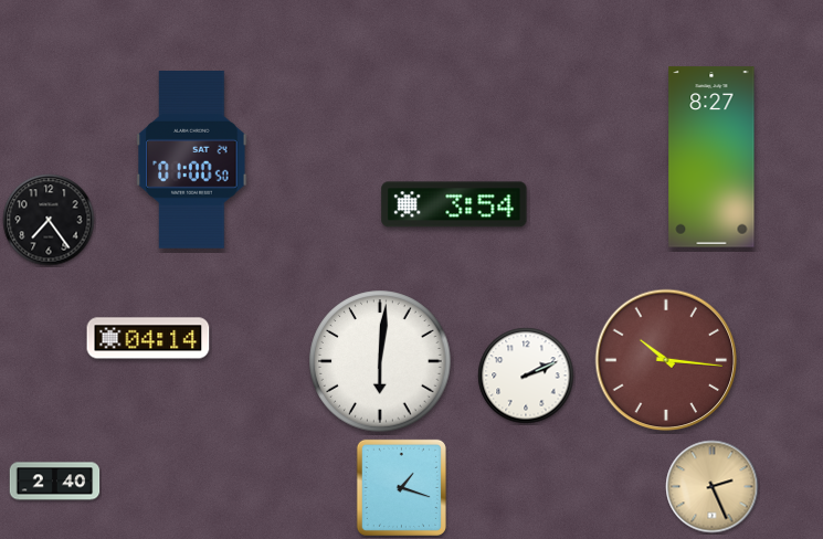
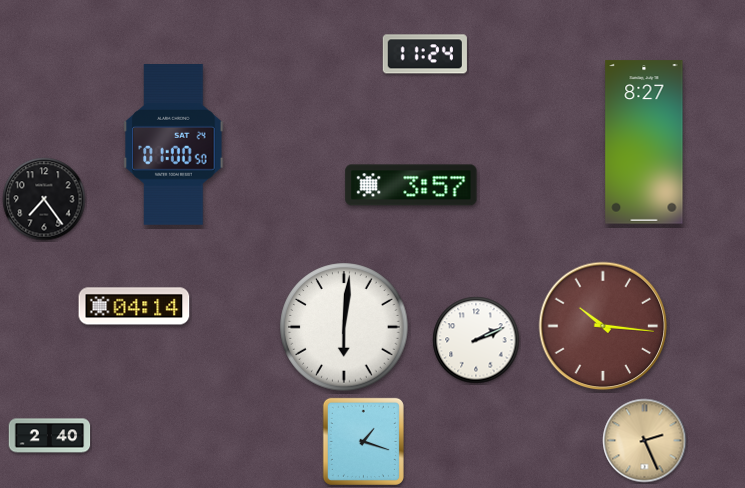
clock at (425, 54): none -> 11:24
clock at (454, 204): 3:54 -> 3:57
